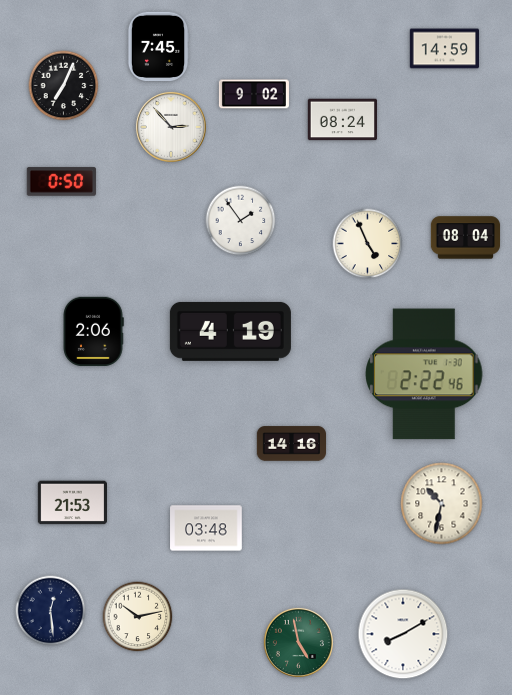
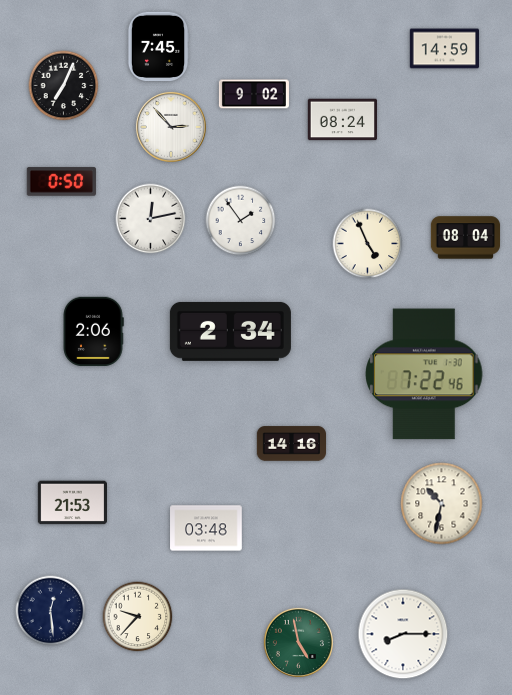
clock at (151, 219): none -> 12:13
clock at (230, 331): 4:19 -> 2:34
clock at (424, 374): 2:22 -> 7:22
clock at (138, 617): 10:13 -> 9:37
clock at (403, 634): 8:10 -> 8:15
